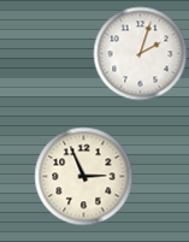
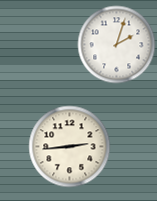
clock at (83, 176): 2:56 -> 2:44
